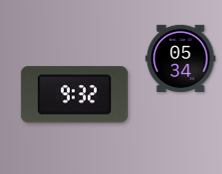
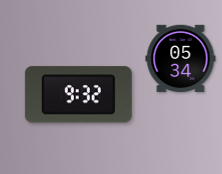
clock at (74, 95) position: (74, 95) -> (78, 95)
